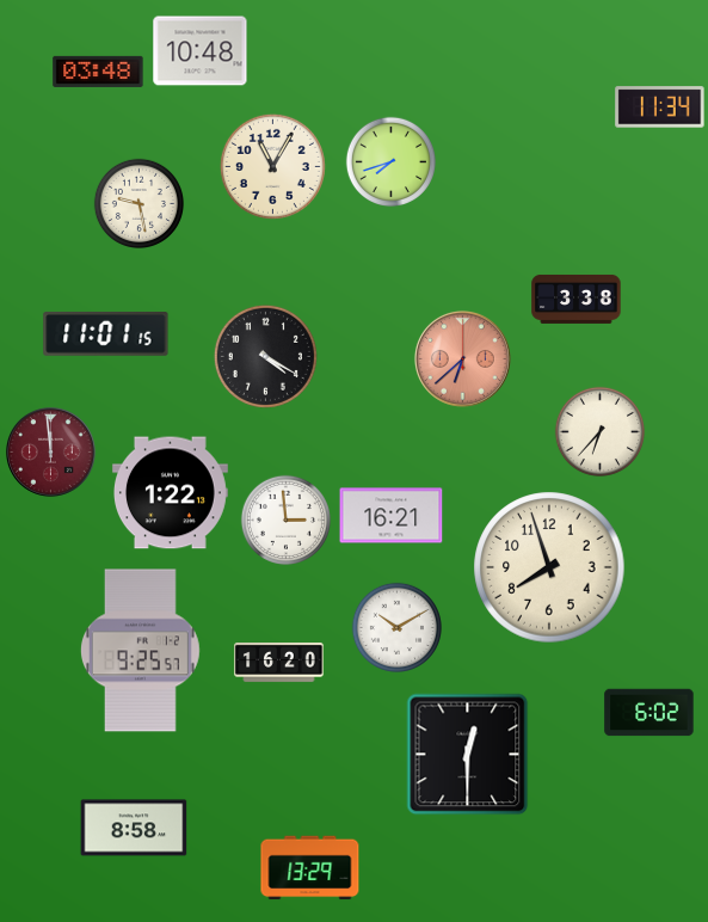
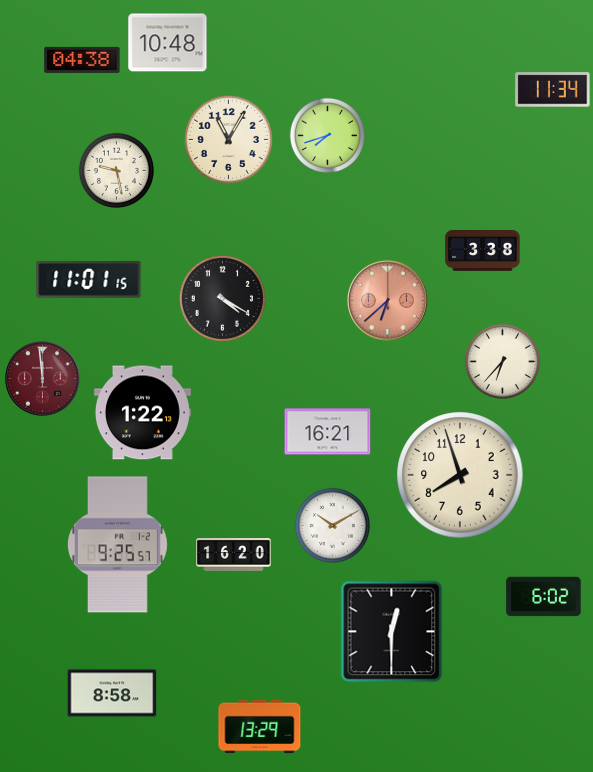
clock at (98, 72): 03:48 -> 04:38
clock at (285, 520): 2:59 -> none
